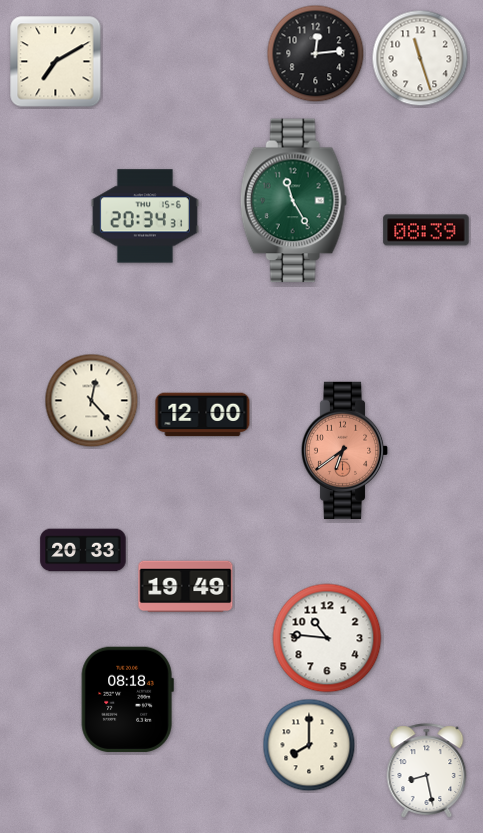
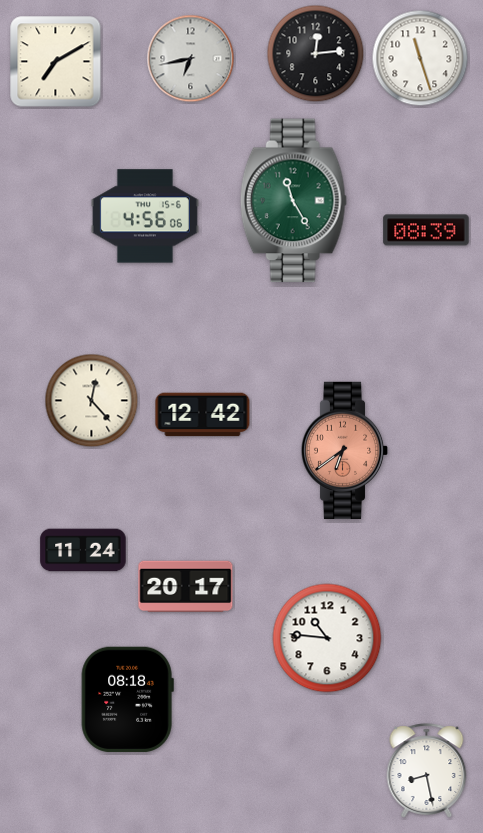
clock at (191, 59): none -> 6:43
clock at (145, 216): 20:34 -> 4:56
clock at (203, 415): 12:00 -> 12:42
clock at (83, 550): 20:33 -> 11:24
clock at (186, 587): 19:49 -> 20:17
clock at (309, 745): 8:00 -> none
